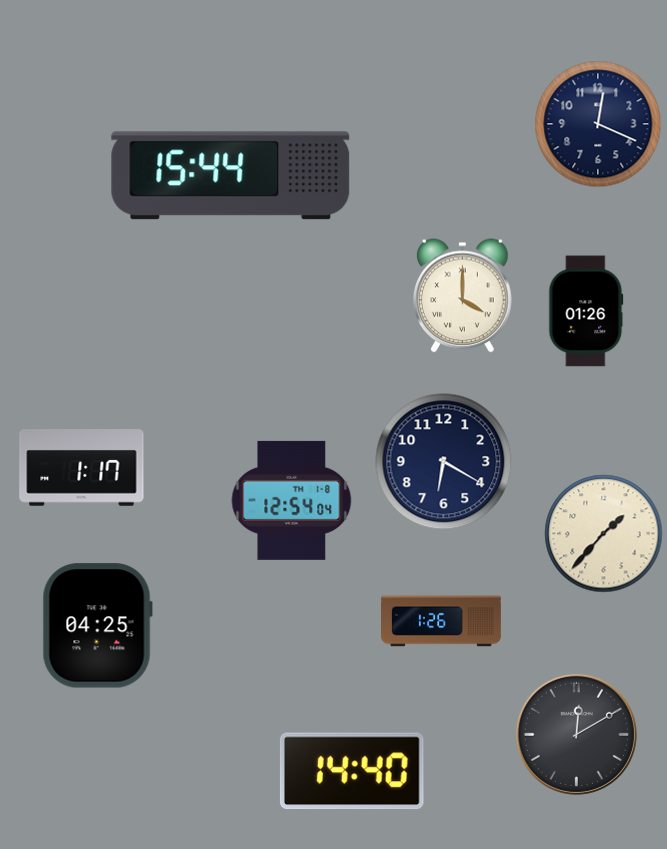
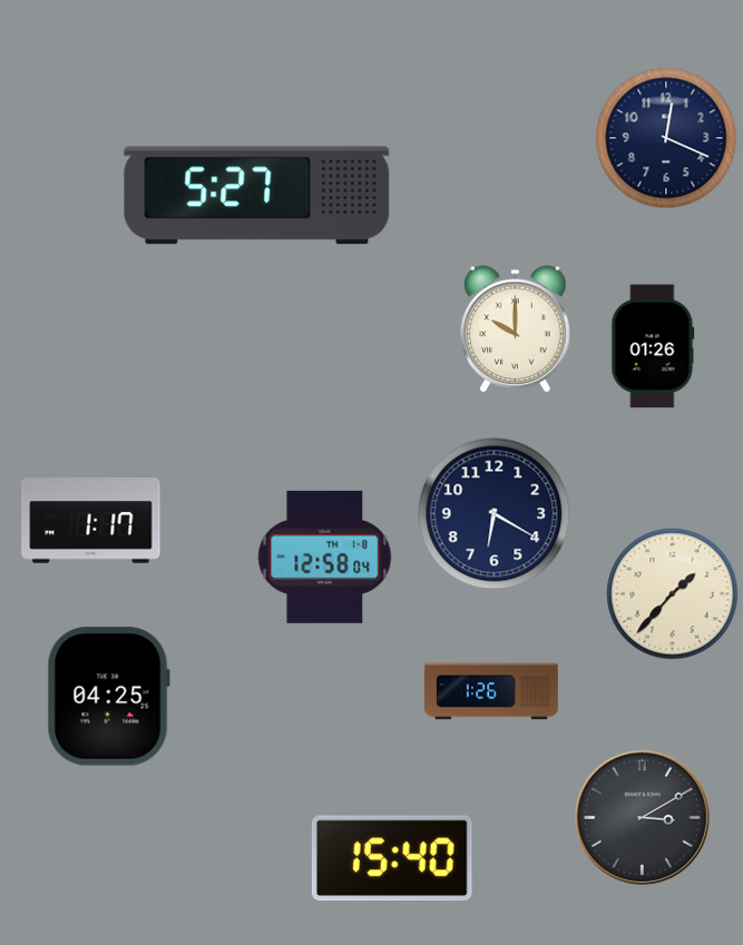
clock at (231, 176): 15:44 -> 5:27
clock at (463, 296): 4:00 -> 10:00
clock at (292, 500): 12:54 -> 12:58
clock at (576, 734): 12:10 -> 3:10
clock at (352, 771): 14:40 -> 15:40
